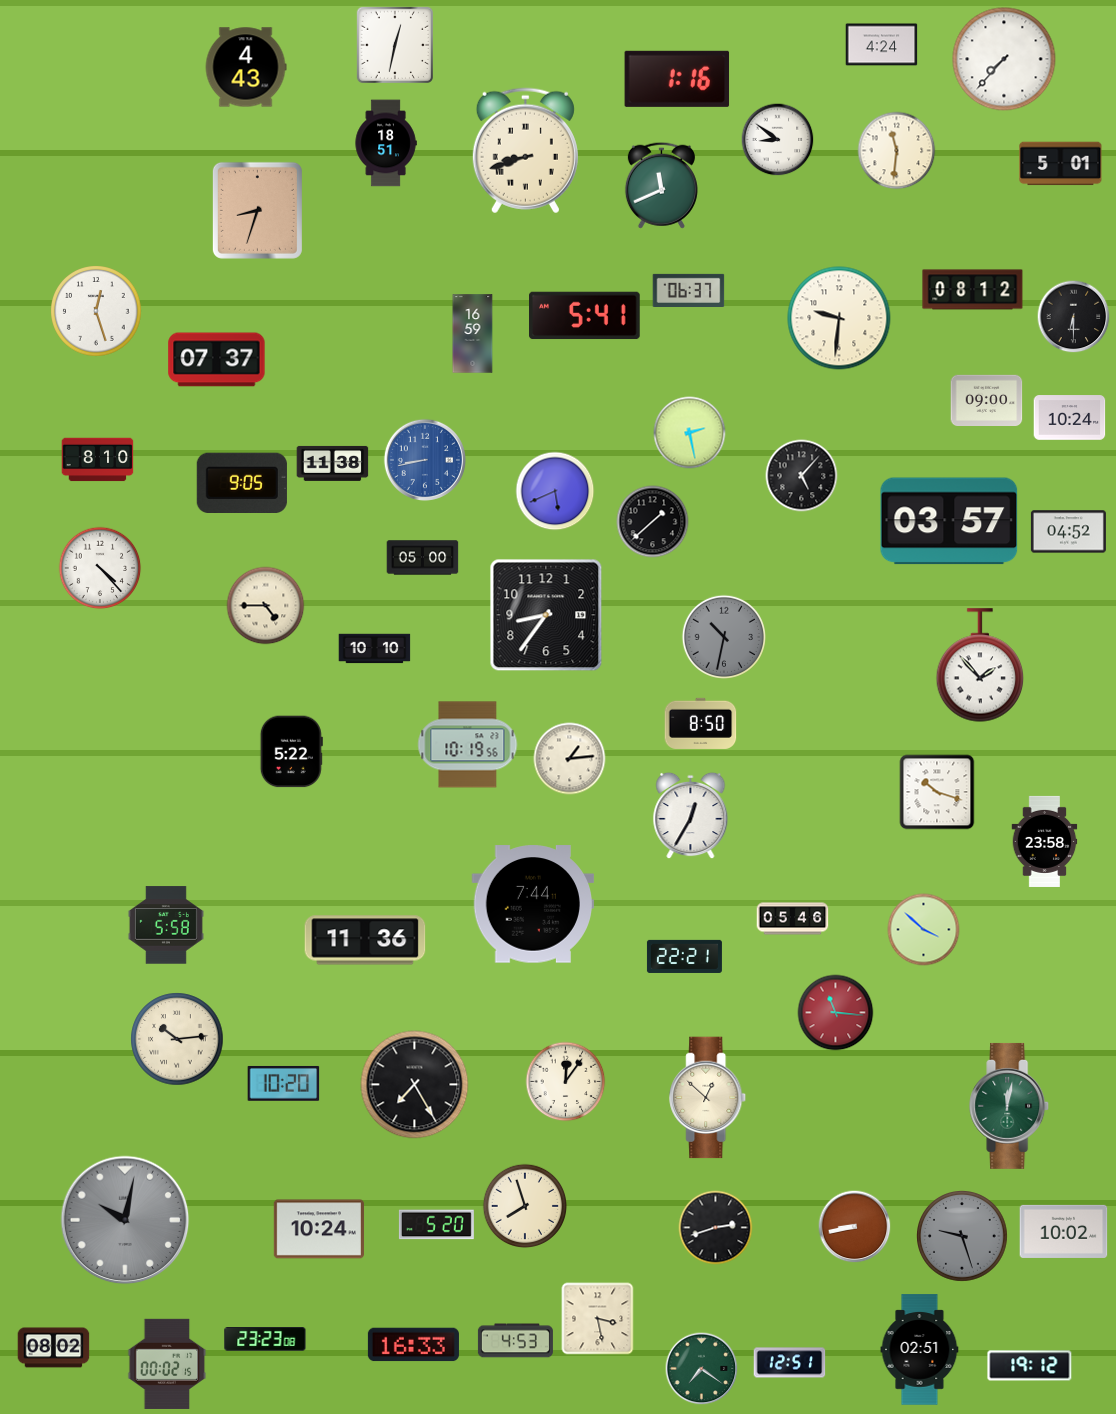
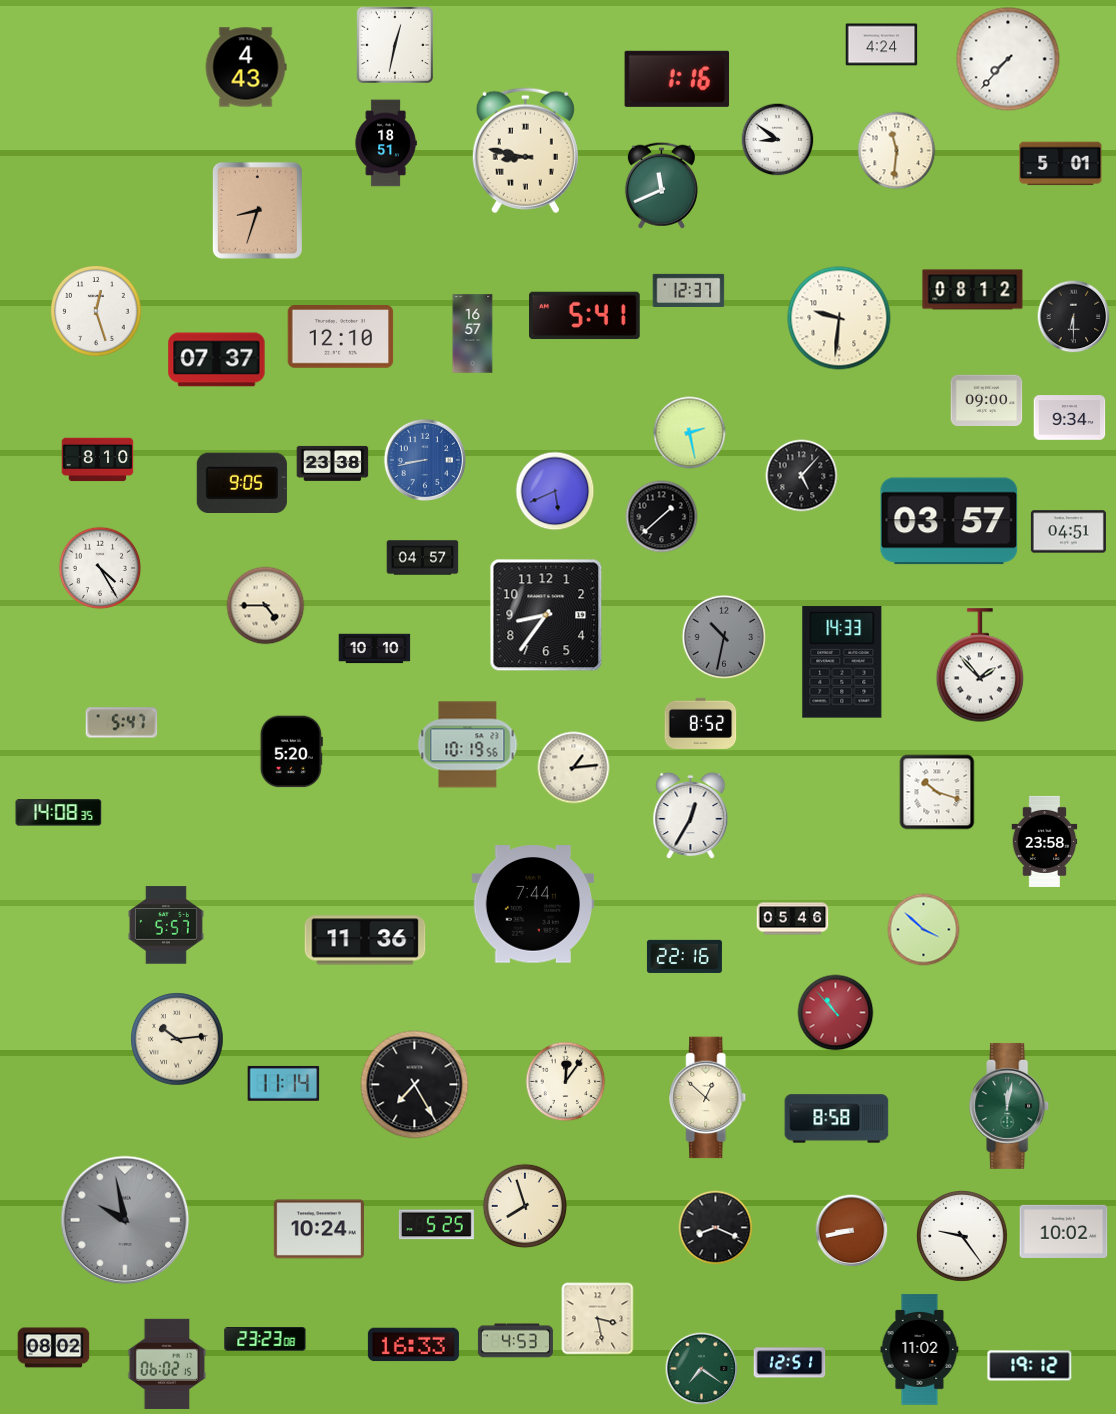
clock at (1004, 59) position: (1004, 59) -> (1008, 59)
clock at (525, 151): 8:42 -> 8:47
clock at (689, 290): 06:37 -> 12:37
clock at (473, 334): 16:59 -> 16:57
clock at (341, 337): none -> 12:10
clock at (1070, 418): 10:24 -> 9:34
clock at (333, 463): 11:38 -> 23:38
clock at (653, 522) position: (653, 522) -> (662, 517)
clock at (1068, 532): 04:52 -> 04:51
clock at (423, 558): 05:00 -> 04:57
clock at (100, 568): 4:23 -> 4:25
clock at (842, 662): none -> 14:33
clock at (122, 723): none -> 5:47
clock at (701, 723): 8:50 -> 8:52
clock at (291, 752): 5:22 -> 5:20
clock at (570, 759) position: (570, 759) -> (574, 768)
clock at (59, 813): none -> 14:08
clock at (166, 925): 5:58 -> 5:57
clock at (684, 956): 22:21 -> 22:16
clock at (836, 1013): 11:16 -> 10:53
clock at (284, 1083): 10:20 -> 11:14
clock at (837, 1119): none -> 8:58
clock at (125, 1220): 10:02 -> 9:58
clock at (436, 1225): 5:20 -> 5:25
clock at (855, 1227) position: (855, 1227) -> (852, 1231)
clock at (716, 1228): 2:42 -> 8:19
clock at (963, 1237): 9:27 -> 9:24
clock at (963, 1237) dial: grey -> white
clock at (920, 1350): 02:51 -> 11:02
clock at (167, 1364): 00:02 -> 06:02
